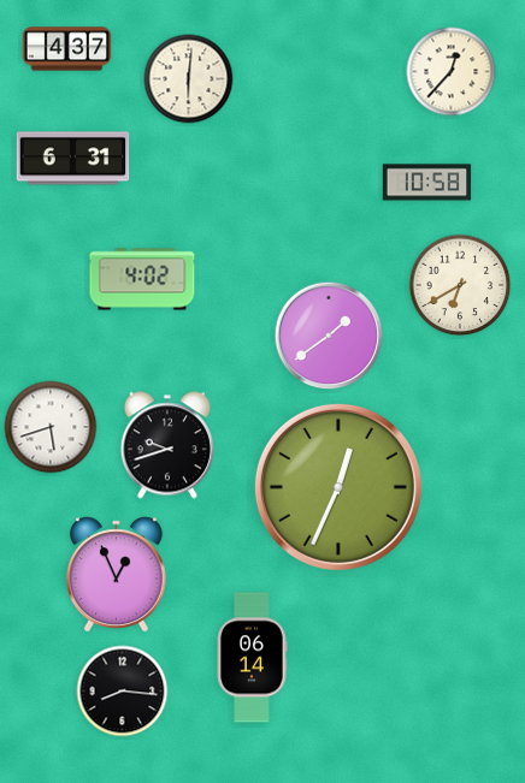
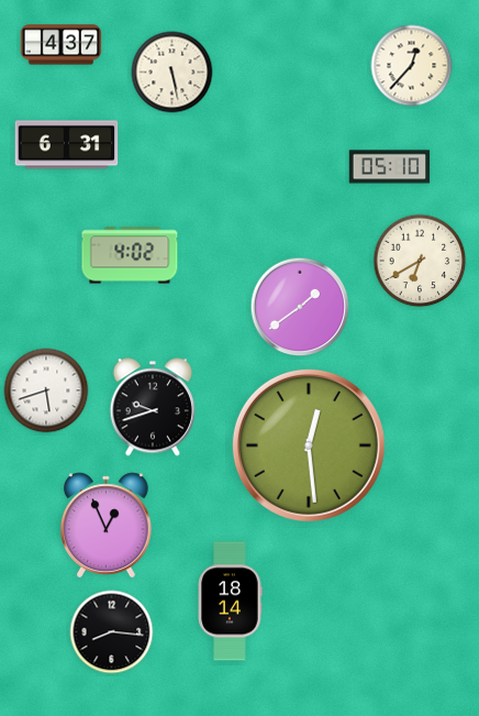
clock at (189, 79): 6:01 -> 5:28
clock at (427, 183): 10:58 -> 05:10
clock at (338, 487): 12:34 -> 12:29
clock at (252, 658): 06:14 -> 18:14
